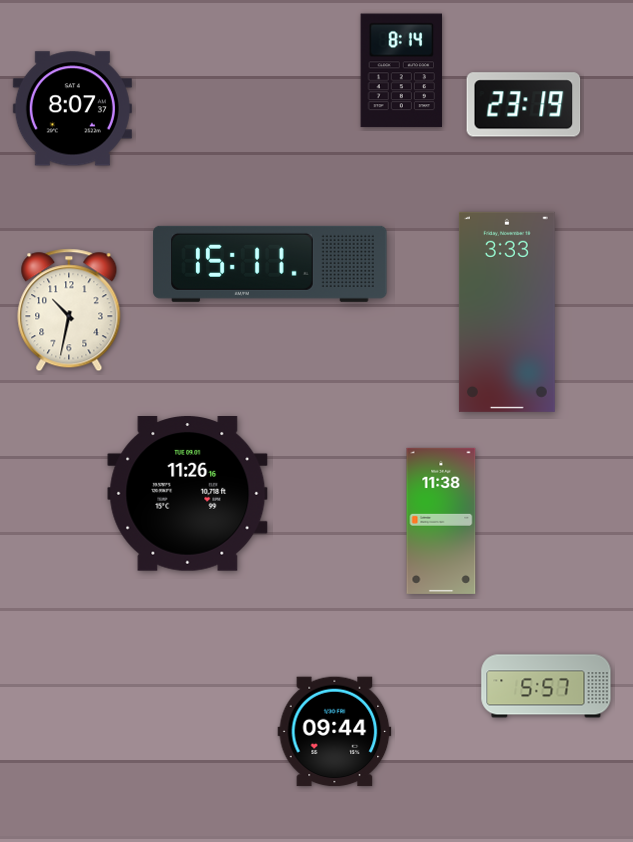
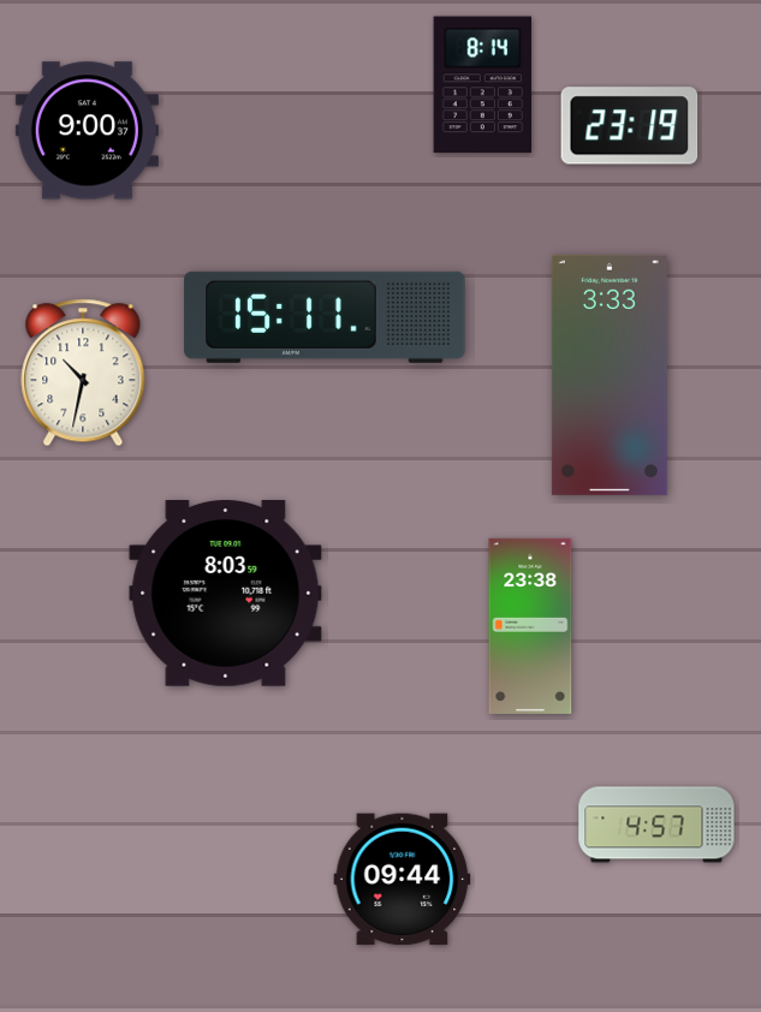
clock at (72, 109): 8:07 -> 9:00
clock at (188, 494): 11:26 -> 8:03
clock at (441, 521): 11:38 -> 23:38
clock at (546, 686): 5:57 -> 4:57
